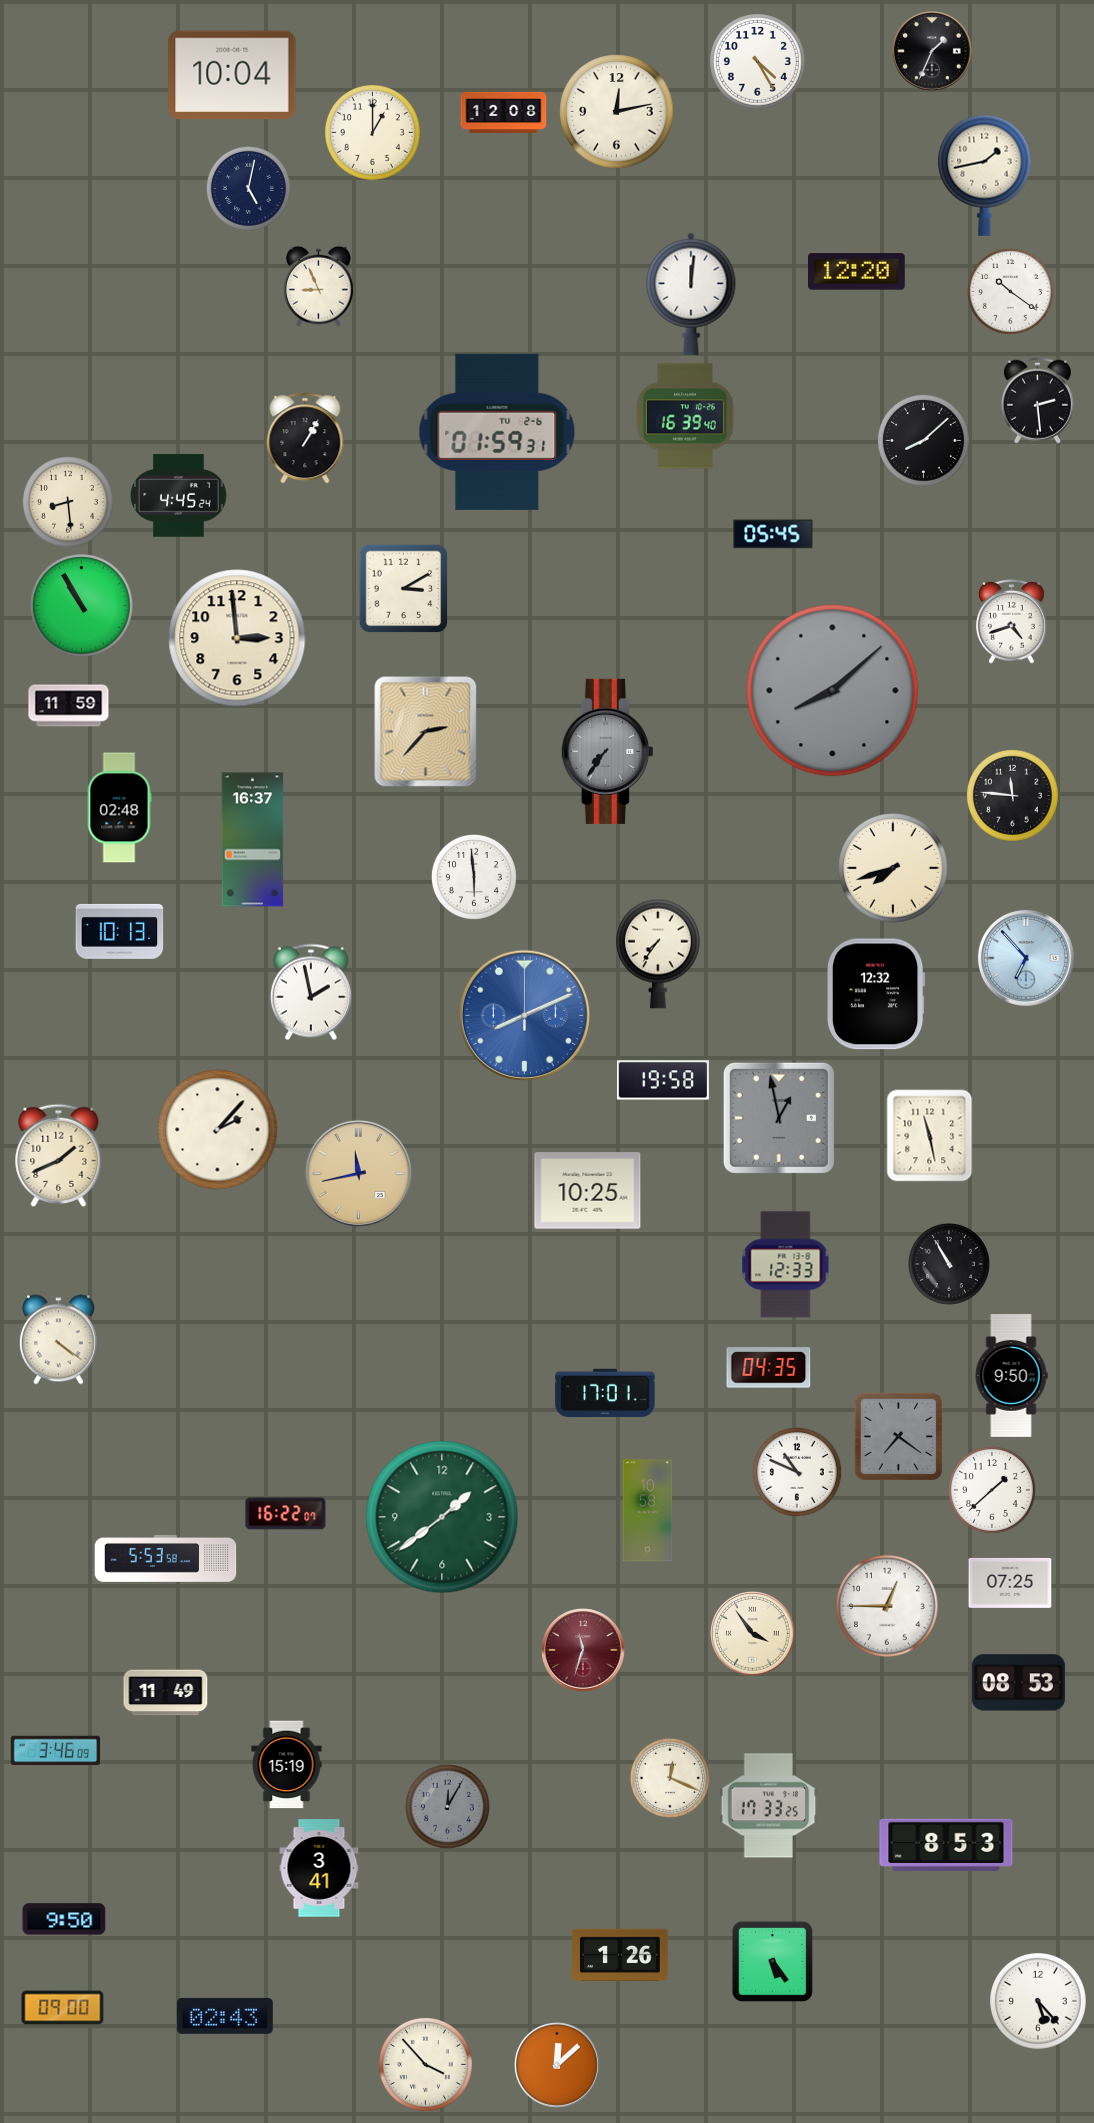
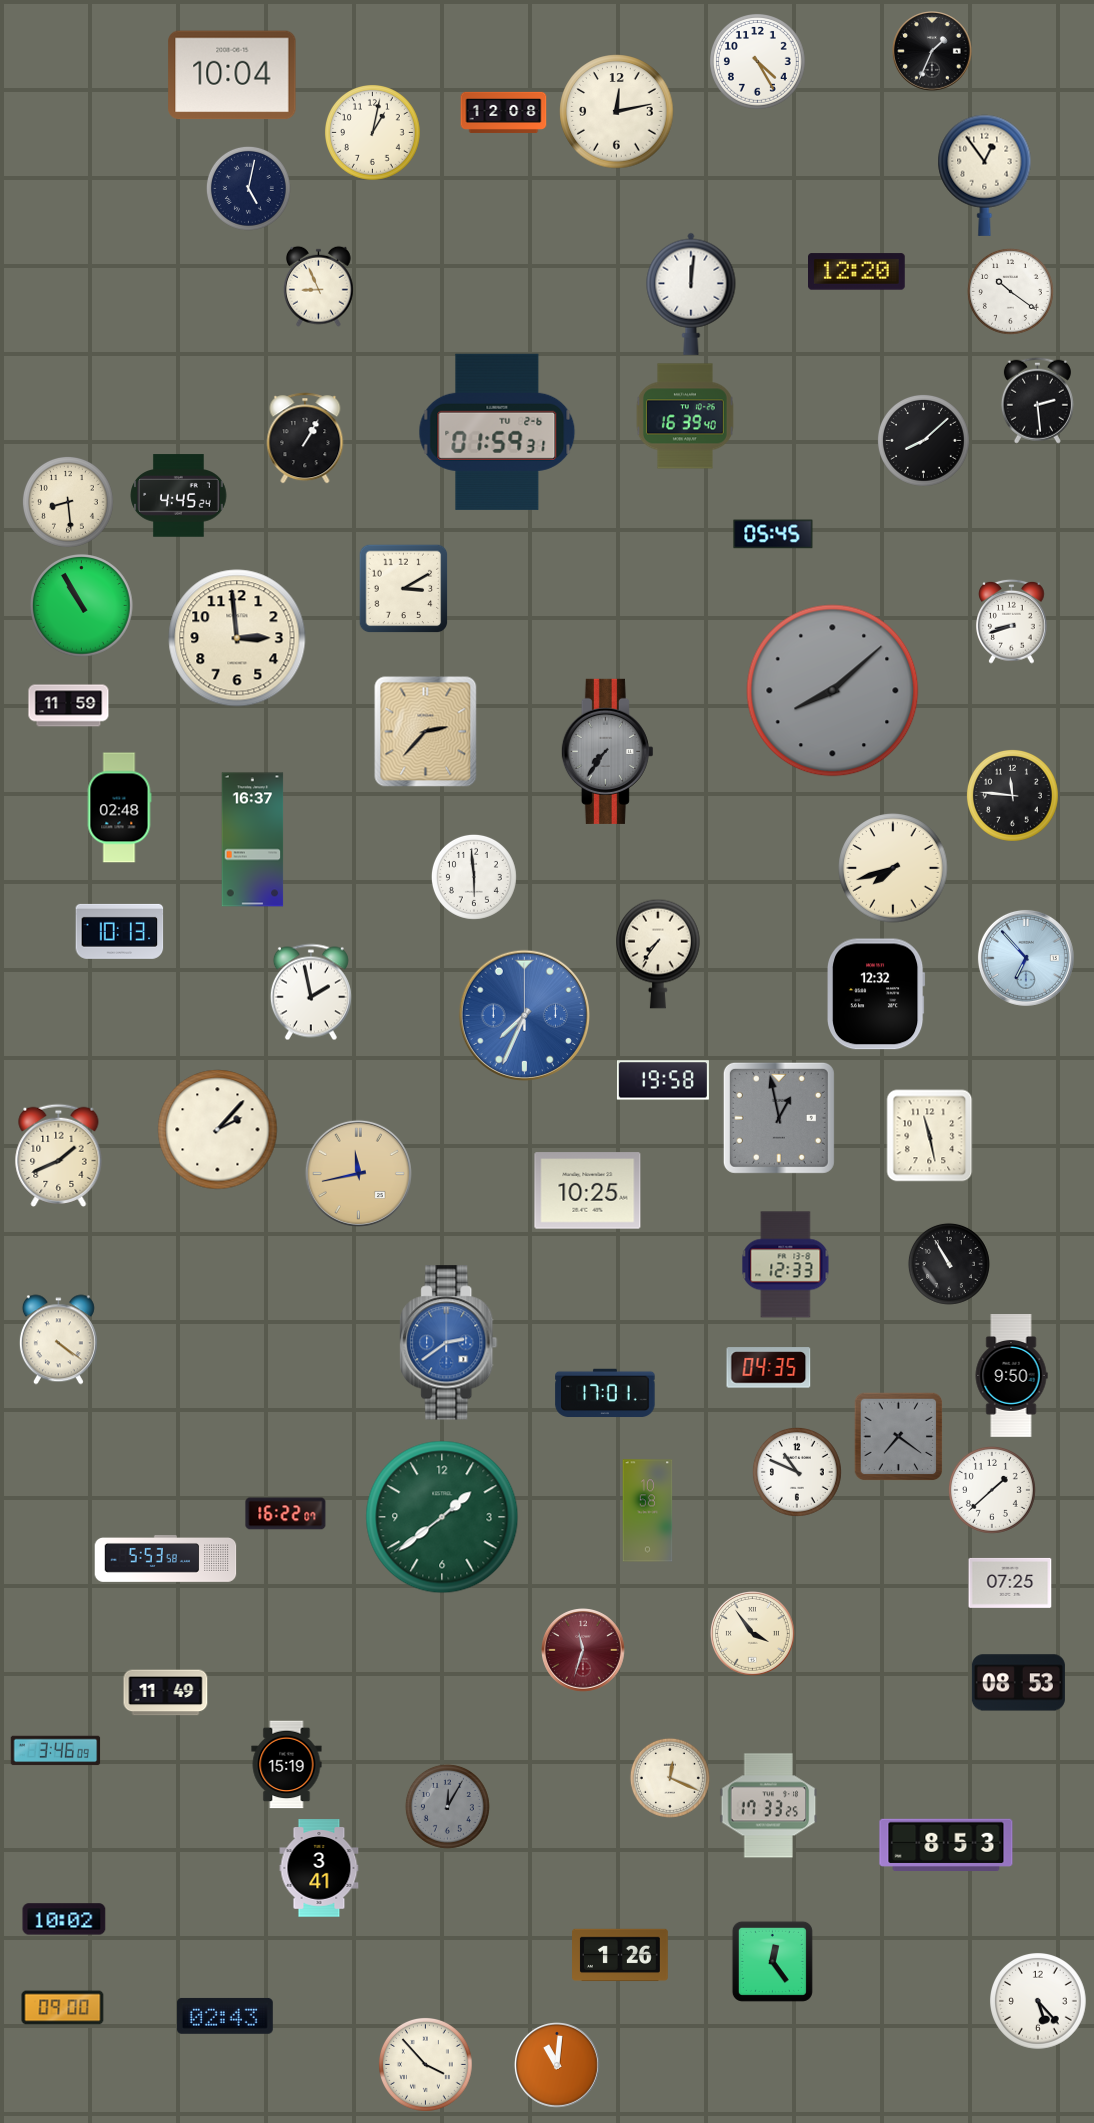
clock at (373, 133): 1:00 -> 1:02
clock at (985, 175): 1:43 -> 12:54
clock at (1012, 621): 4:42 -> 8:42
clock at (524, 1015): 8:11 -> 7:34
clock at (449, 1343): none -> 2:39
clock at (887, 1606): 12:45 -> none
clock at (64, 1919): 9:50 -> 10:02
clock at (772, 1961): 5:24 -> 12:24
clock at (558, 2066): 12:08 -> 11:01
